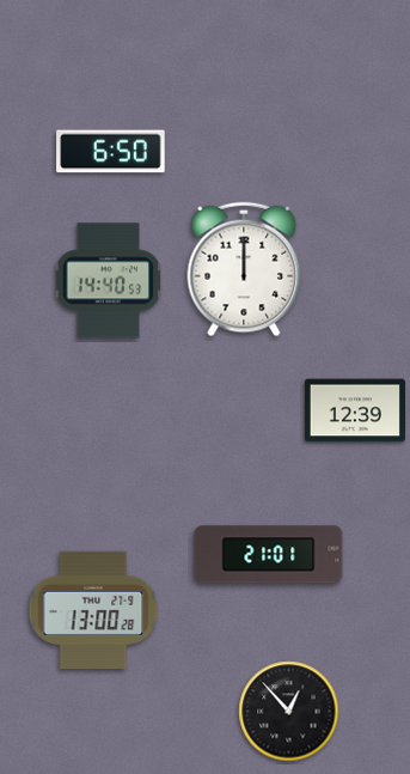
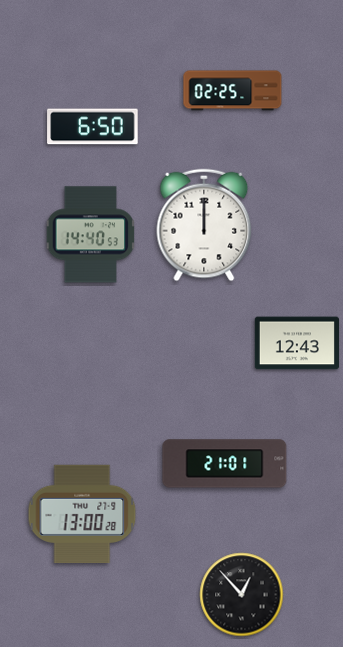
clock at (233, 91): none -> 02:25
clock at (354, 410): 12:39 -> 12:43
clock at (93, 609) position: (93, 609) -> (82, 513)
